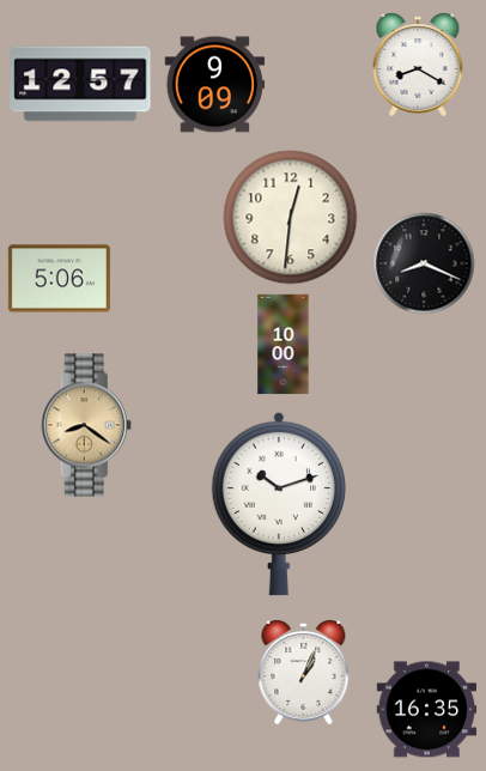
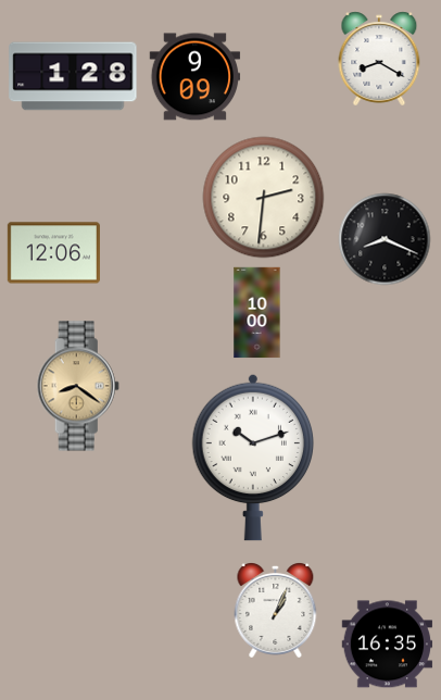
clock at (80, 84): 12:57 -> 1:28
clock at (291, 218): 12:31 -> 2:31
clock at (59, 279): 5:06 -> 12:06
